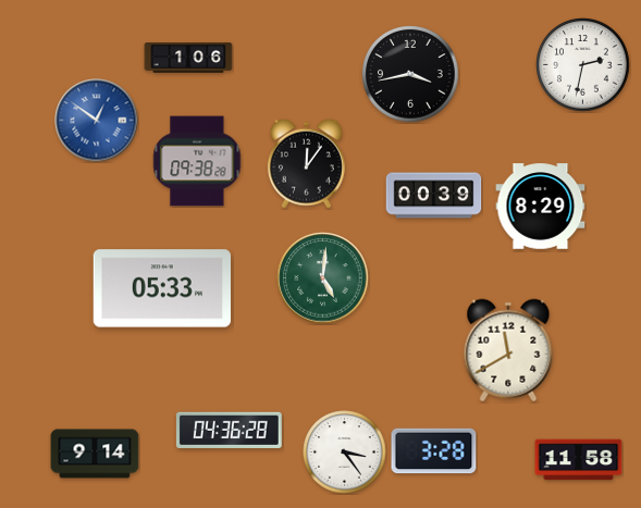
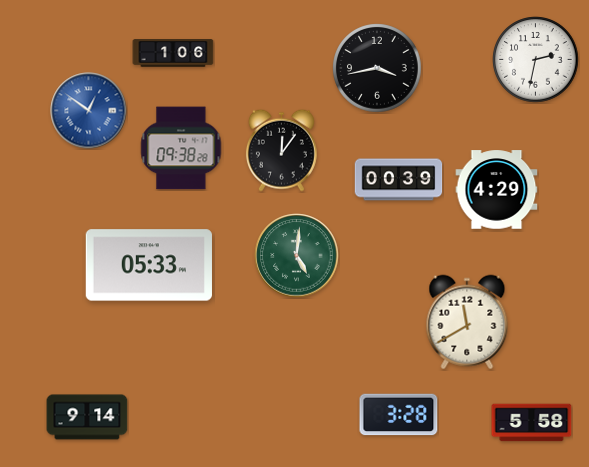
clock at (541, 207): 8:29 -> 4:29
clock at (229, 430): 04:36 -> none
clock at (345, 453): 3:24 -> none
clock at (579, 460): 11:58 -> 5:58
